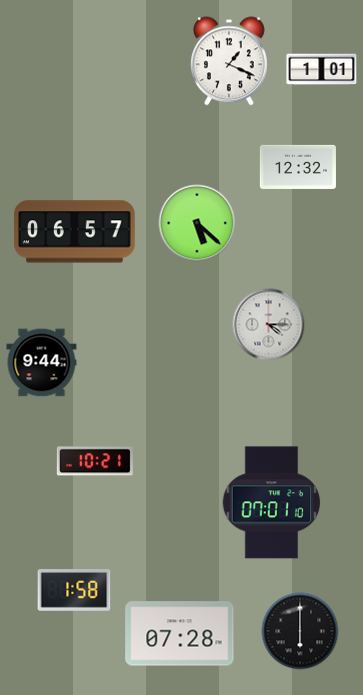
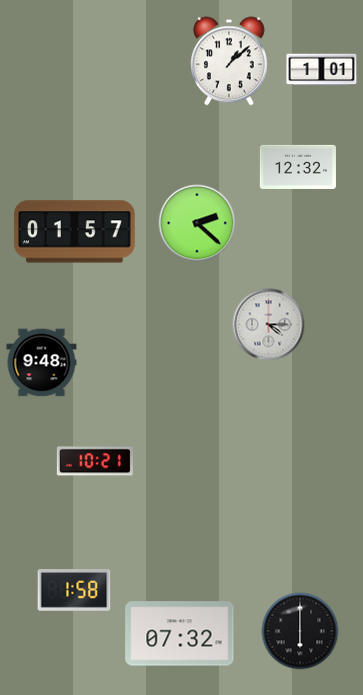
clock at (230, 61): 1:19 -> 1:08
clock at (197, 223): 5:22 -> 2:22
clock at (75, 232): 06:57 -> 01:57
clock at (42, 363): 9:44 -> 9:48
clock at (272, 503): 07:01 -> none
clock at (180, 634): 07:28 -> 07:32
